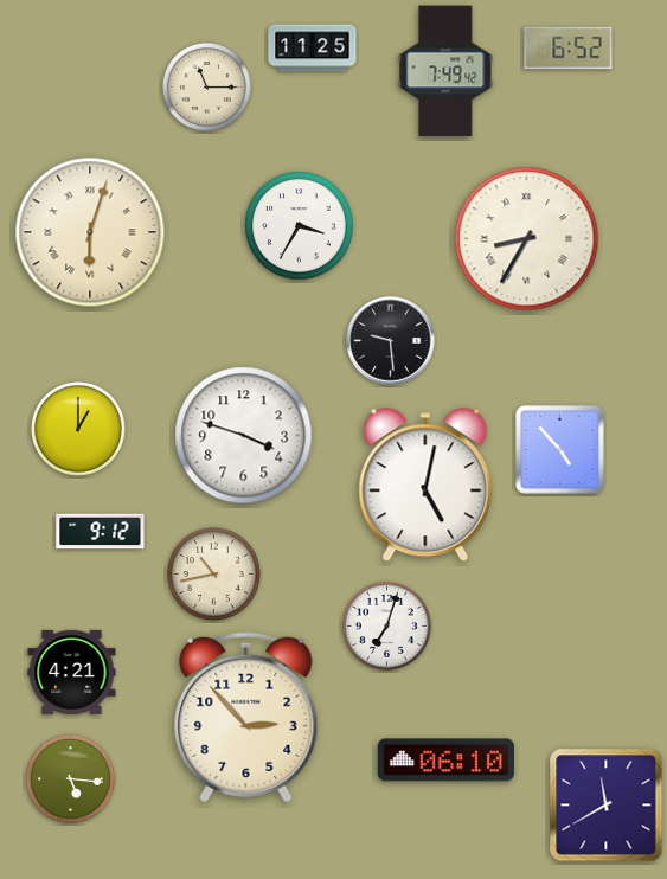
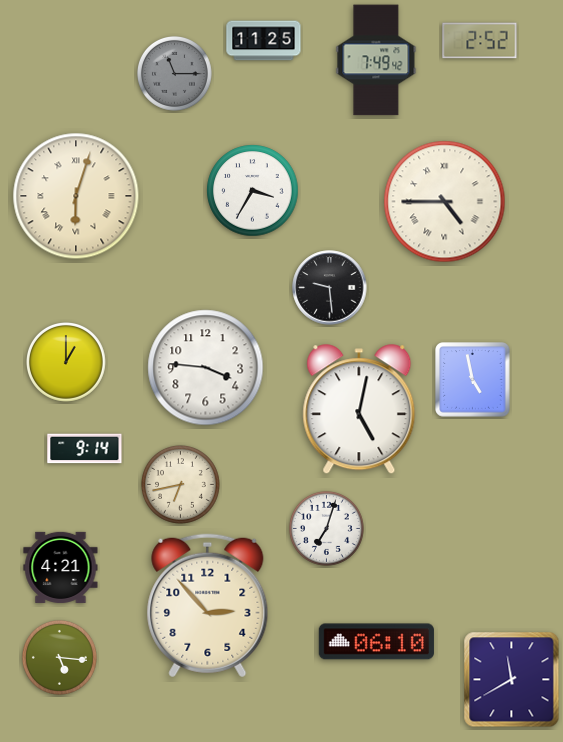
clock at (569, 49): 6:52 -> 2:52
clock at (206, 86) dial: cream -> grey
clock at (527, 239): 8:35 -> 4:45
clock at (244, 436): 3:48 -> 3:46
clock at (560, 450): 4:53 -> 4:58
clock at (101, 532): 9:12 -> 9:14
clock at (214, 575): 10:43 -> 6:43
